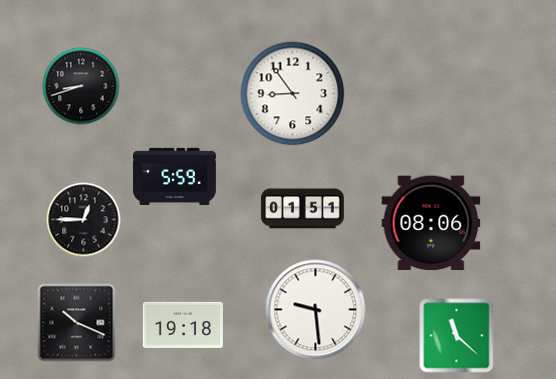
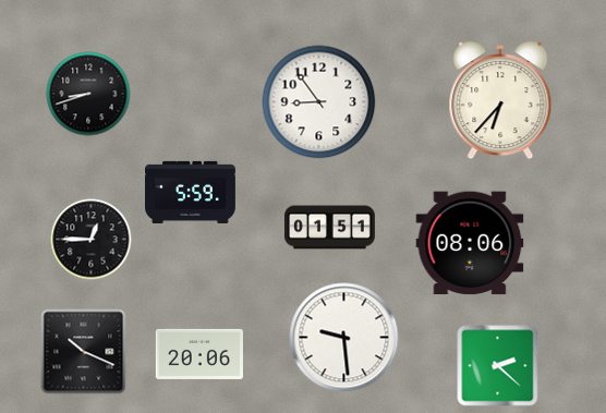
clock at (500, 100): none -> 6:37
clock at (183, 325): 19:18 -> 20:06
clock at (457, 336): 11:22 -> 2:22
